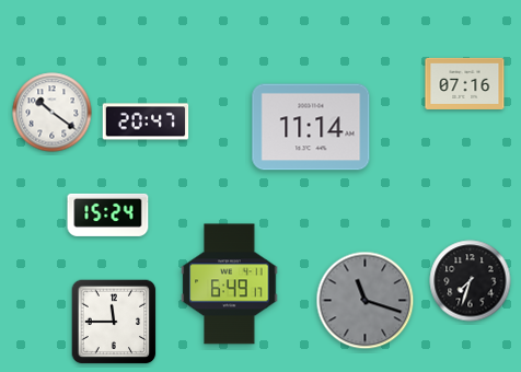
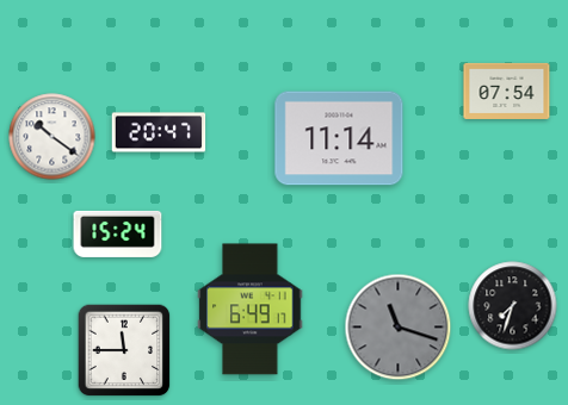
clock at (465, 83): 07:16 -> 07:54
clock at (53, 113) position: (53, 113) -> (53, 137)
